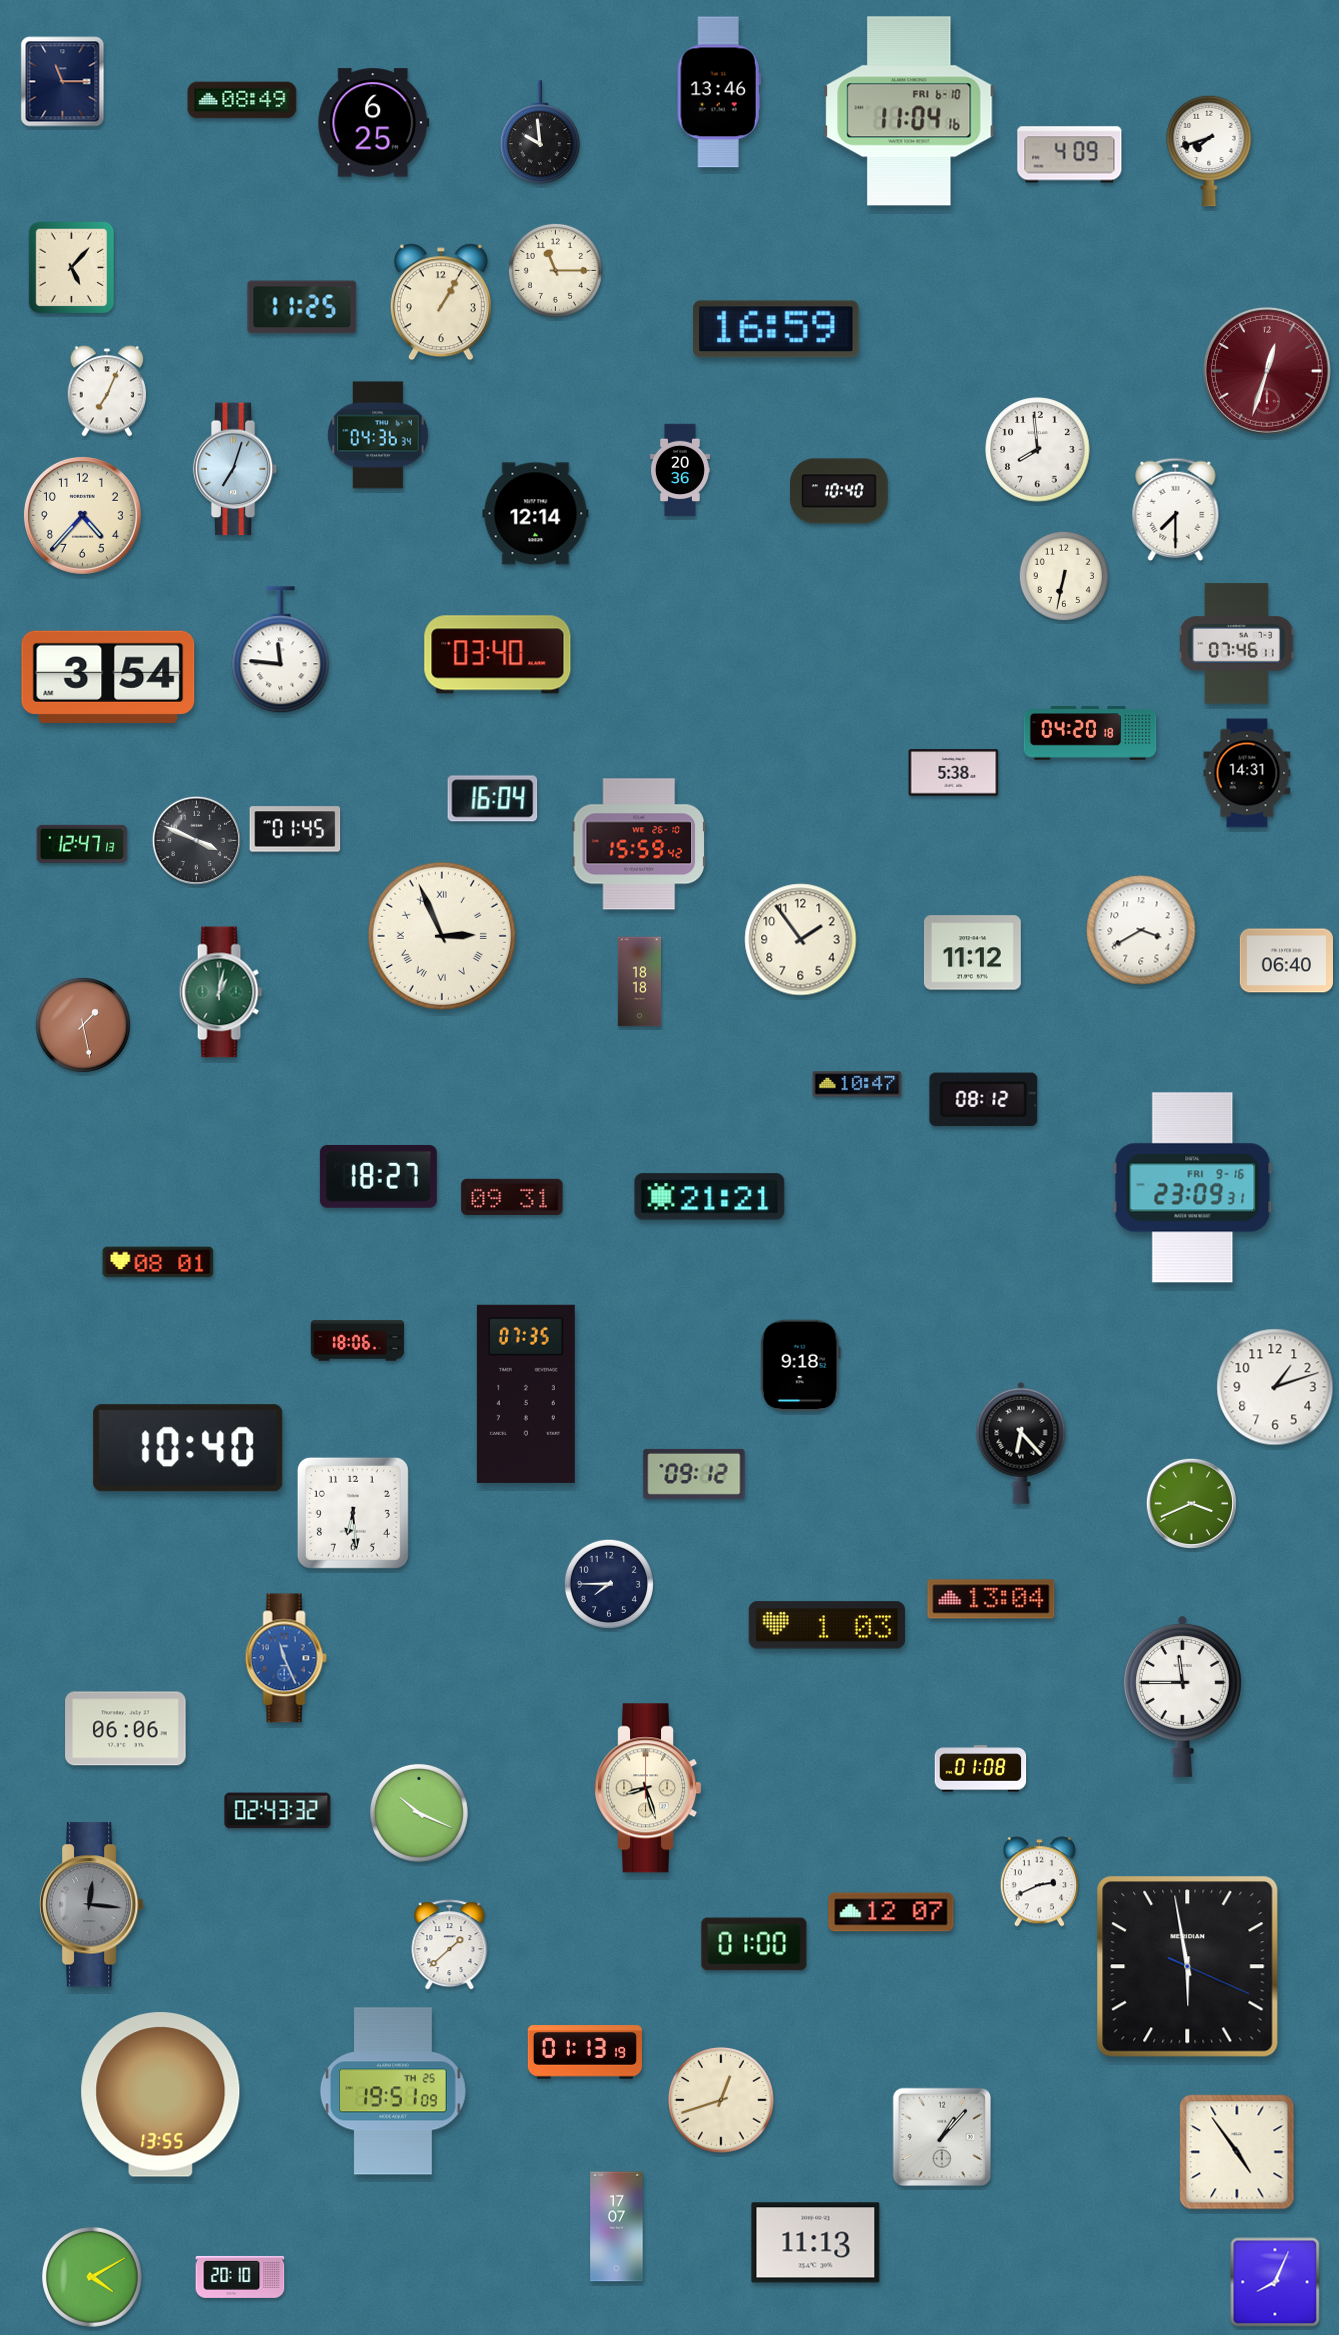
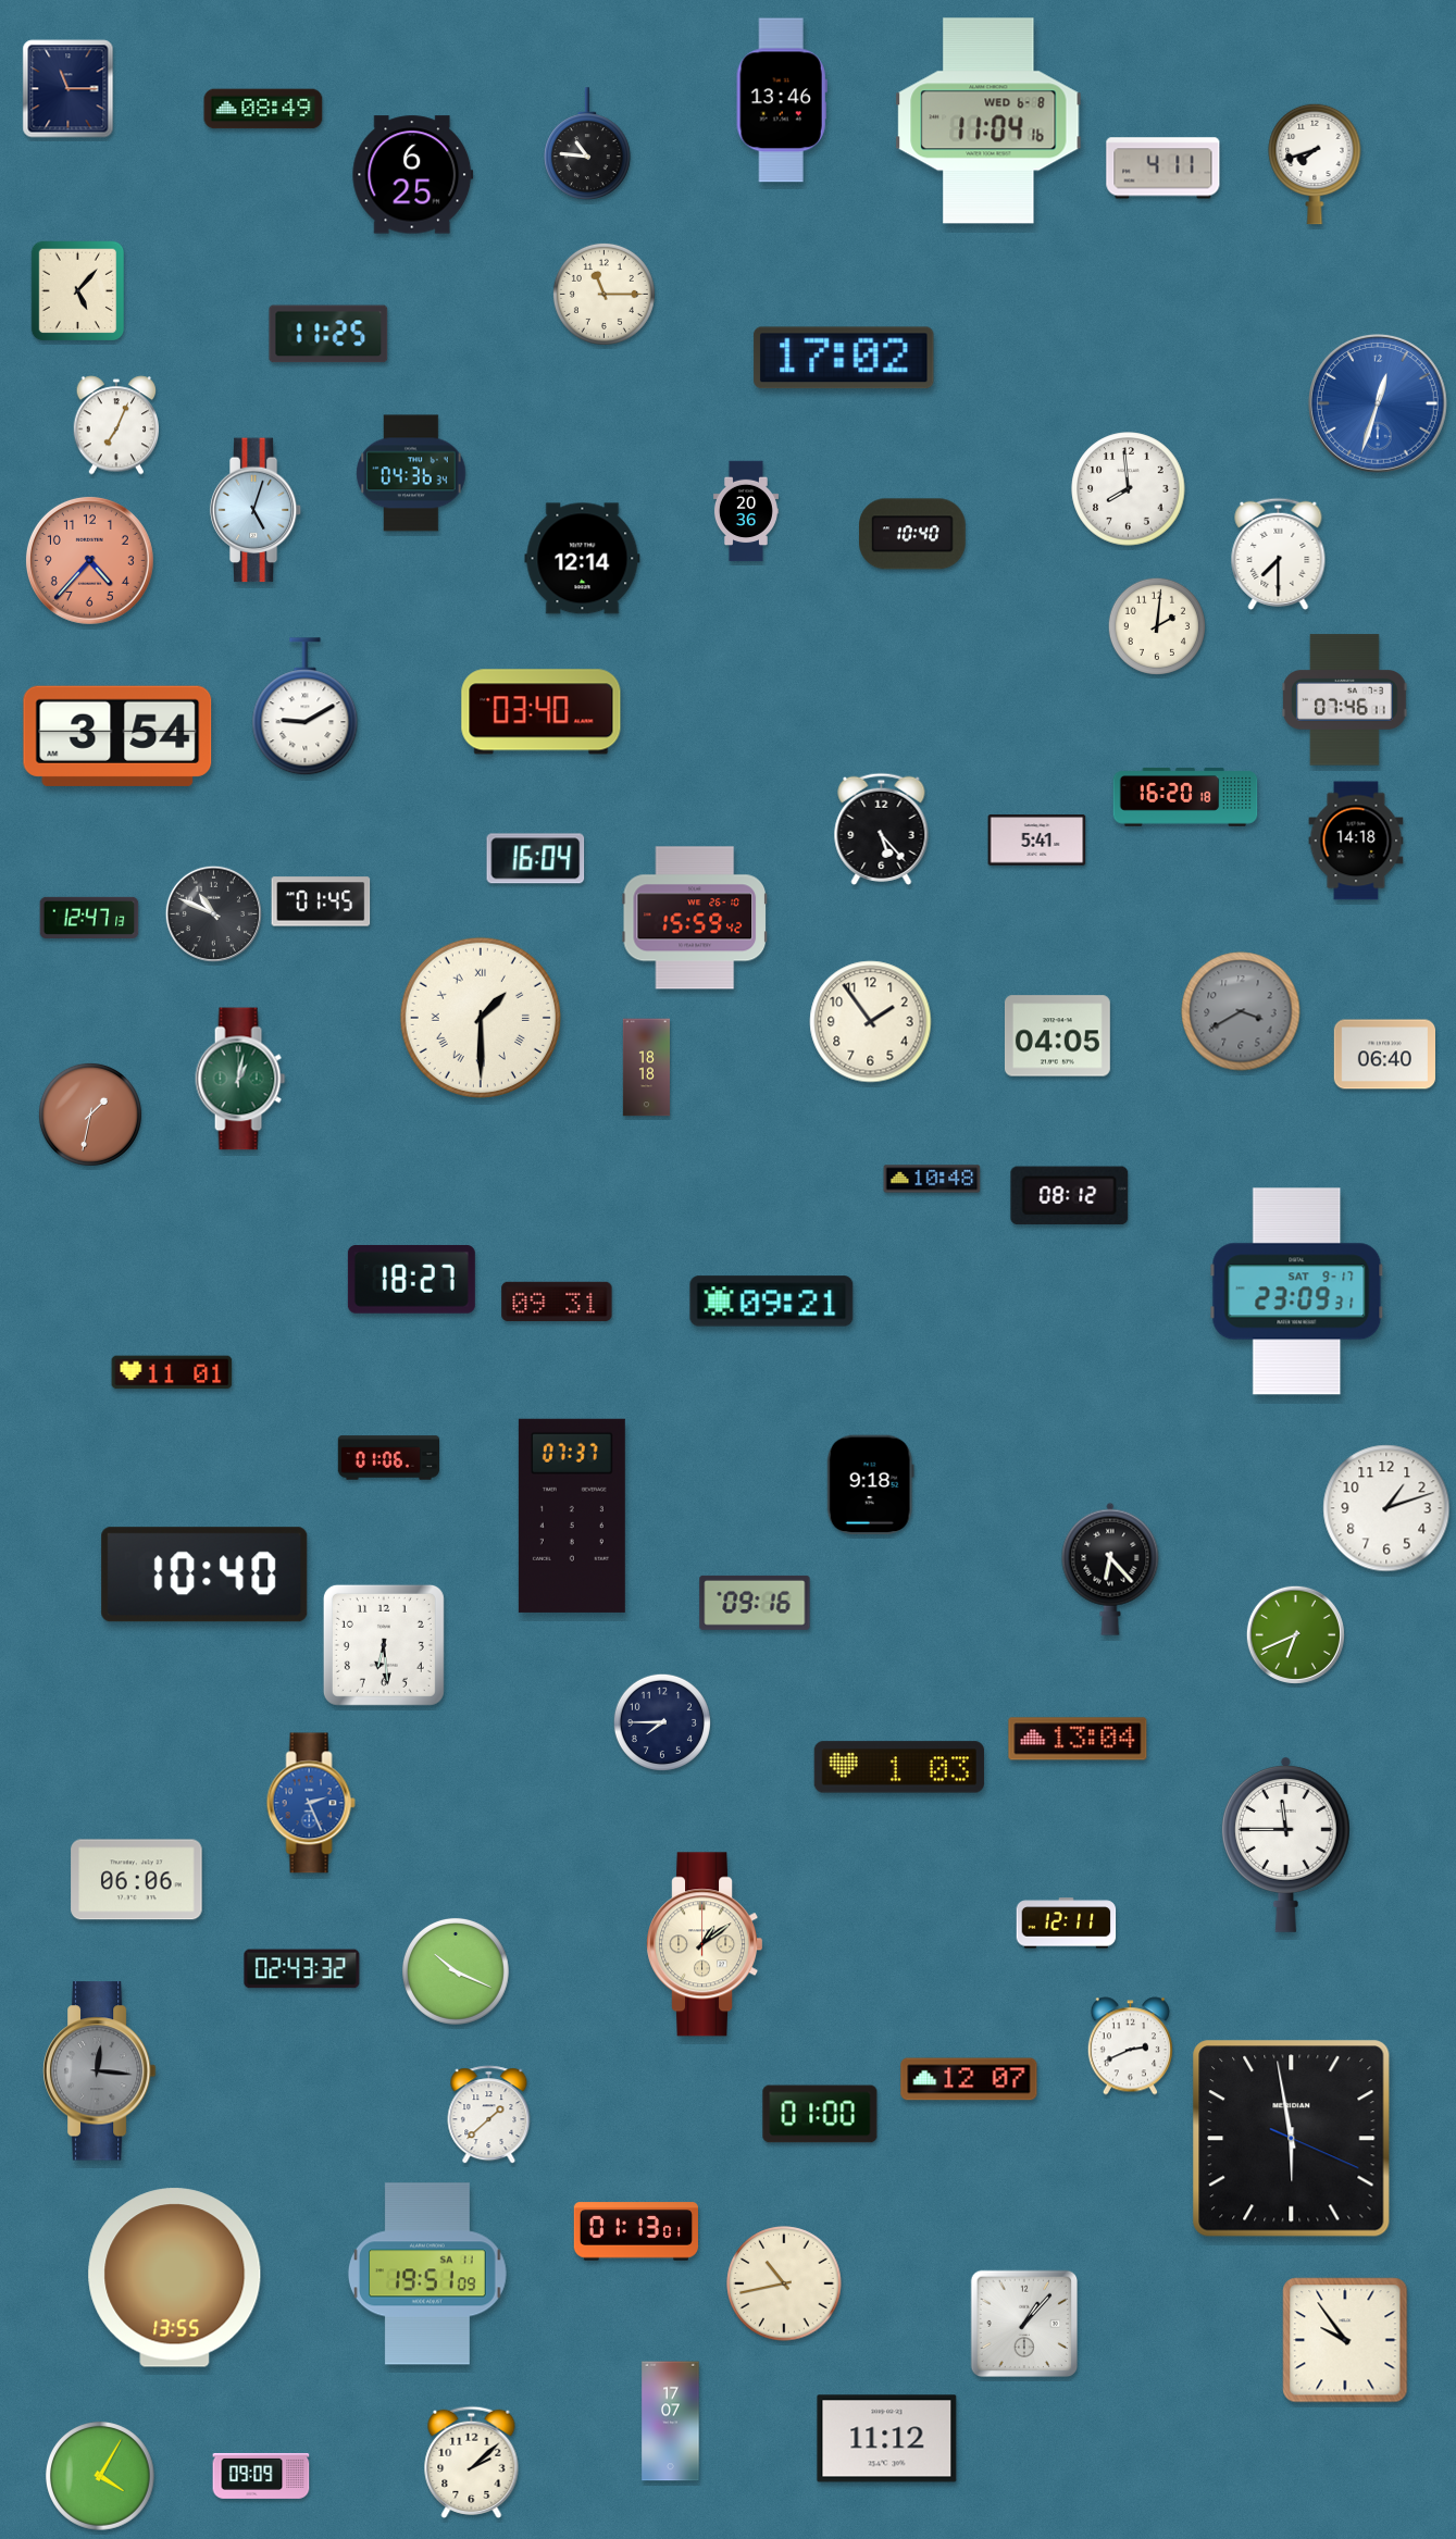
clock at (909, 111) date: FRI 6-10 -> WED 6-8
clock at (374, 123) position: (374, 123) -> (413, 175)
clock at (540, 132): 9:59 -> 10:46
clock at (1070, 155): 4:09 -> 4:11
clock at (441, 302): 1:05 -> none
clock at (776, 329): 16:59 -> 17:02
clock at (1267, 371) dial: burgundy -> blue
clock at (235, 469): 7:03 -> 5:03
clock at (680, 470) position: (680, 470) -> (746, 511)
clock at (82, 515) dial: cream -> salmon
clock at (1064, 576): 6:32 -> 2:01
clock at (281, 650): 11:46 -> 9:10
clock at (1090, 733): 04:20 -> 16:20
clock at (882, 829): none -> 5:23
clock at (954, 773): 5:38 -> 5:41
clock at (1247, 773): 14:31 -> 14:18
clock at (493, 799) position: (493, 799) -> (536, 859)
clock at (196, 840): 3:49 -> 10:49
clock at (1141, 930) dial: white -> grey
clock at (442, 936): 2:56 -> 1:30
clock at (972, 953): 11:12 -> 04:05
clock at (1286, 961) position: (1286, 961) -> (1384, 1055)
clock at (639, 982) position: (639, 982) -> (646, 1068)
clock at (83, 1025): 1:28 -> 1:32
clock at (857, 1084): 10:47 -> 10:48
clock at (1193, 1188) date: FRI 9-16 -> SAT 9-17
clock at (710, 1197): 21:21 -> 09:21
clock at (158, 1262): 08:01 -> 11:01
clock at (358, 1341): 18:06 -> 01:06
clock at (526, 1394): 07:35 -> 07:37
clock at (694, 1474): 09:12 -> 09:16
clock at (1191, 1503): 3:41 -> 6:41
clock at (286, 1658): 11:26 -> 2:26
clock at (981, 1769): 01:08 -> 12:11
clock at (648, 1788): 8:27 -> 1:09
clock at (584, 2052): 01:13:19 -> 01:13:01
clock at (393, 2091) date: TH 25 -> SA 11
clock at (721, 2100): 12:42 -> 10:43
clock at (1237, 2152): 4:54 -> 9:54
clock at (816, 2243): 11:13 -> 11:12
clock at (472, 2462): none -> 2:08
clock at (240, 2277): 20:10 -> 09:09
clock at (93, 2278): 4:10 -> 4:05
clock at (1275, 2282): 8:04 -> none
